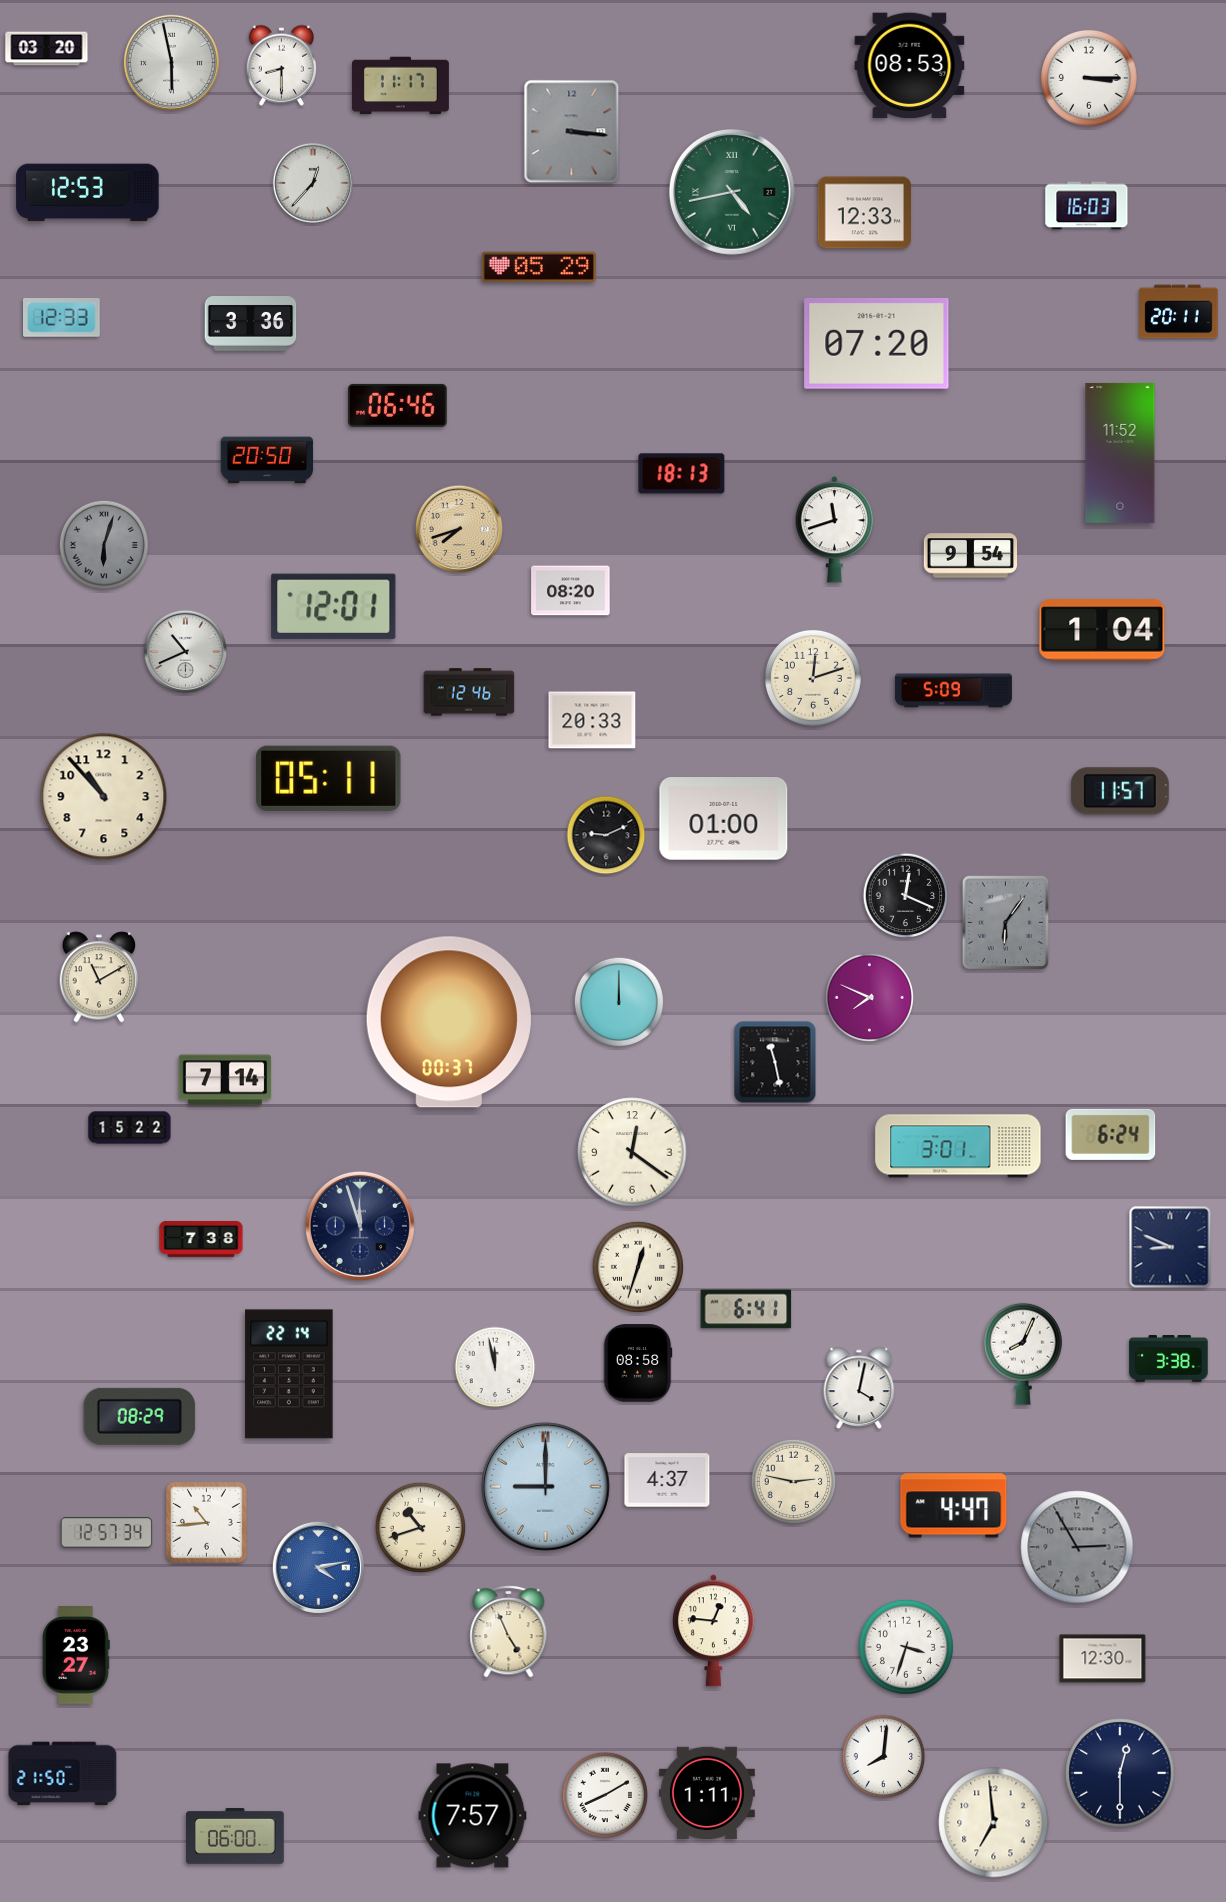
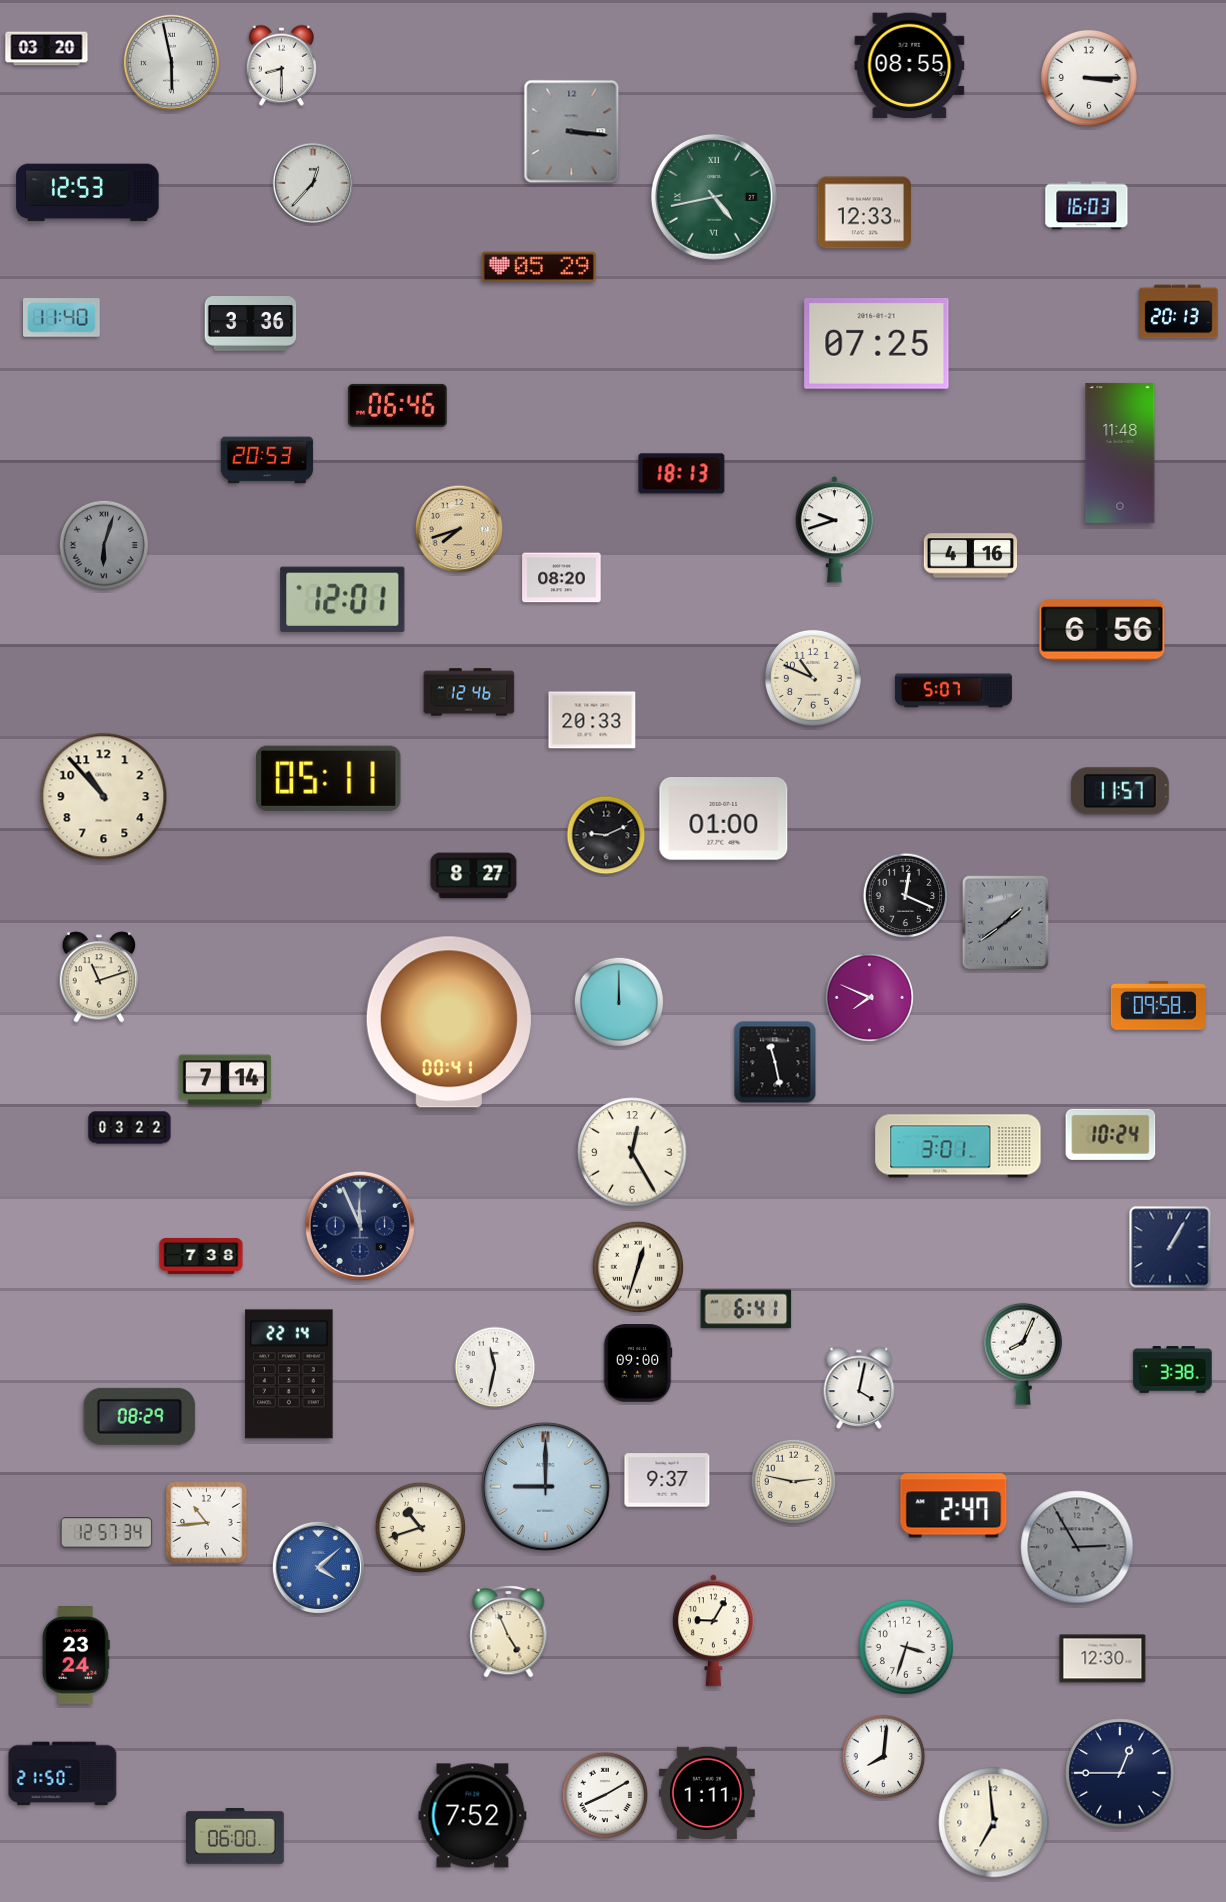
clock at (910, 66): 08:53 -> 08:55
clock at (401, 86): 11:17 -> none
clock at (732, 192) position: (732, 192) -> (714, 197)
clock at (1179, 312): 20:11 -> 20:13
clock at (62, 318): 12:33 -> 11:40
clock at (877, 344): 07:20 -> 07:25
clock at (1120, 453): 11:52 -> 11:48
clock at (267, 460): 20:50 -> 20:53
clock at (834, 530): 11:42 -> 9:42
clock at (971, 556): 9:54 -> 4:16
clock at (571, 591) position: (571, 591) -> (562, 578)
clock at (334, 606) position: (334, 606) -> (343, 599)
clock at (1102, 630): 1:04 -> 6:56
clock at (186, 652): 10:41 -> none
clock at (813, 678): 12:12 -> 10:49
clock at (953, 691): 5:09 -> 5:07
clock at (474, 876): none -> 8:27
clock at (1005, 922): 6:06 -> 1:39
clock at (99, 977): 11:10 -> 11:12
clock at (1158, 1005): none -> 09:58
clock at (449, 1022): 00:37 -> 00:41
clock at (130, 1128): 15:22 -> 03:22
clock at (1111, 1134): 6:24 -> 10:24
clock at (632, 1152): 12:21 -> 12:25
clock at (360, 1226): 11:57 -> 11:56
clock at (201, 1239) position: (201, 1239) -> (201, 1256)
clock at (1170, 1247): 8:49 -> 1:05
clock at (1169, 1359) position: (1169, 1359) -> (1173, 1370)
clock at (638, 1363): 08:58 -> 09:00
clock at (495, 1367): 11:58 -> 11:32
clock at (667, 1480): 4:37 -> 9:37
clock at (954, 1506): 4:47 -> 2:47
clock at (318, 1567): 4:13 -> 4:08
clock at (713, 1631): 12:46 -> 9:05
clock at (77, 1656): 23:27 -> 23:24
clock at (1120, 1773): 12:30 -> 12:45
clock at (473, 1816): 7:57 -> 7:52
